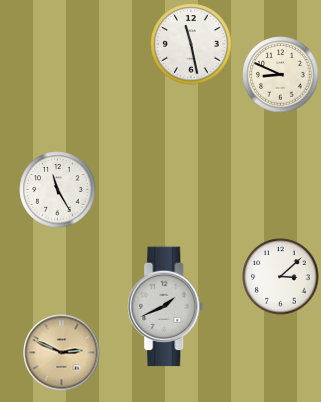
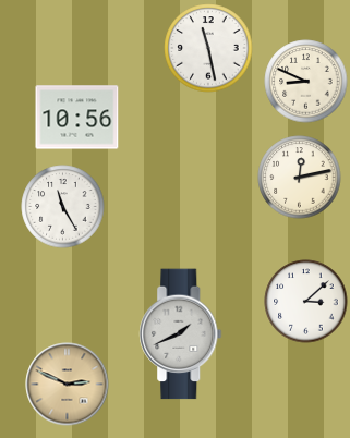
clock at (77, 118): none -> 10:56
clock at (300, 178): none -> 12:13
